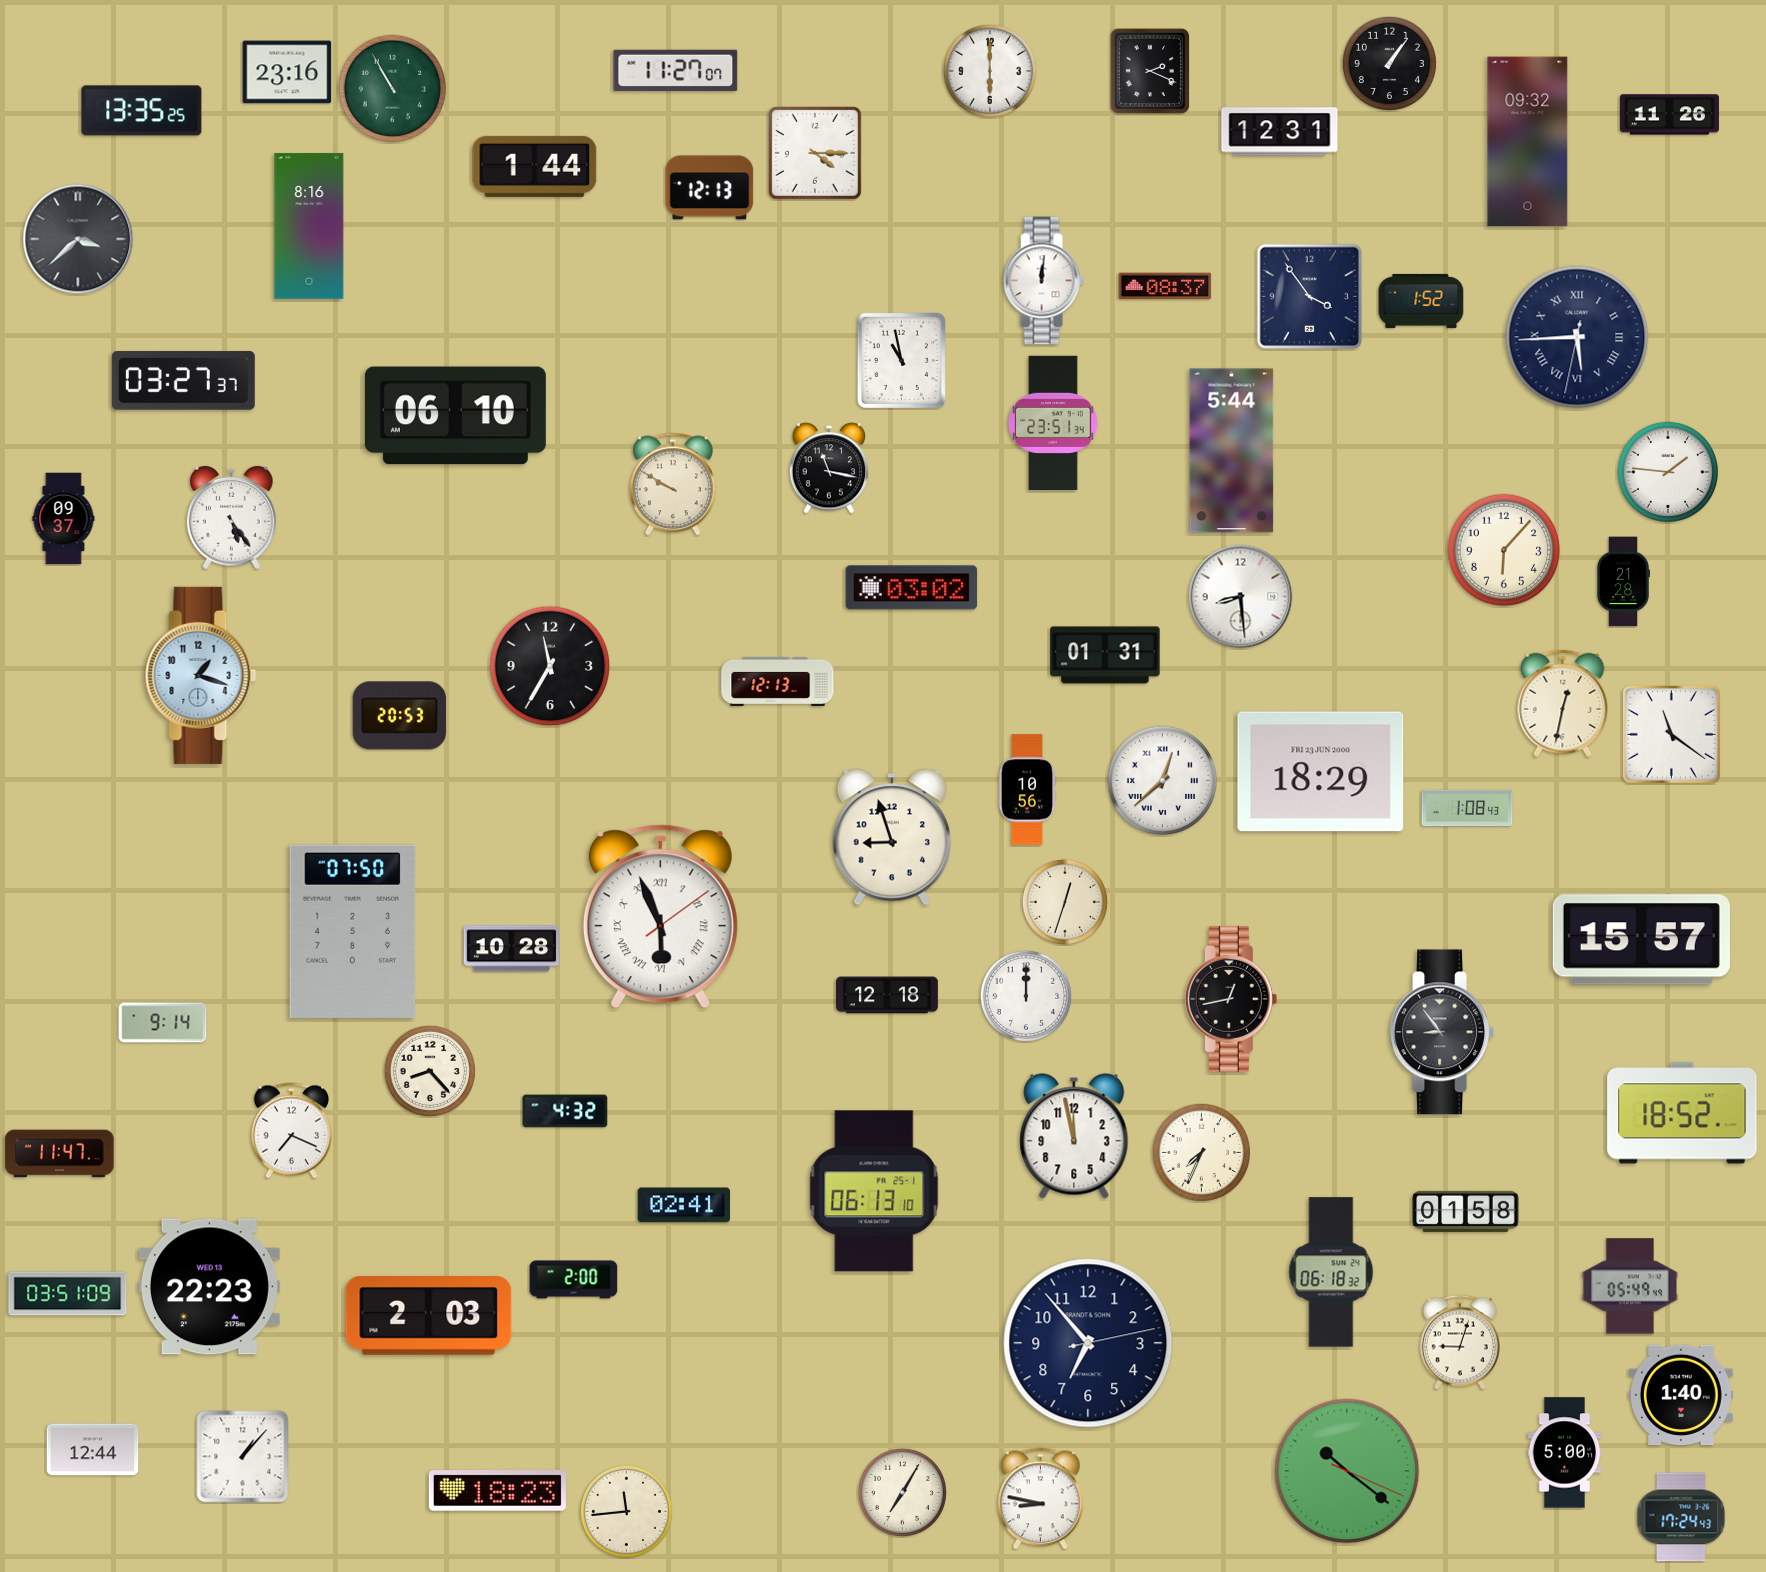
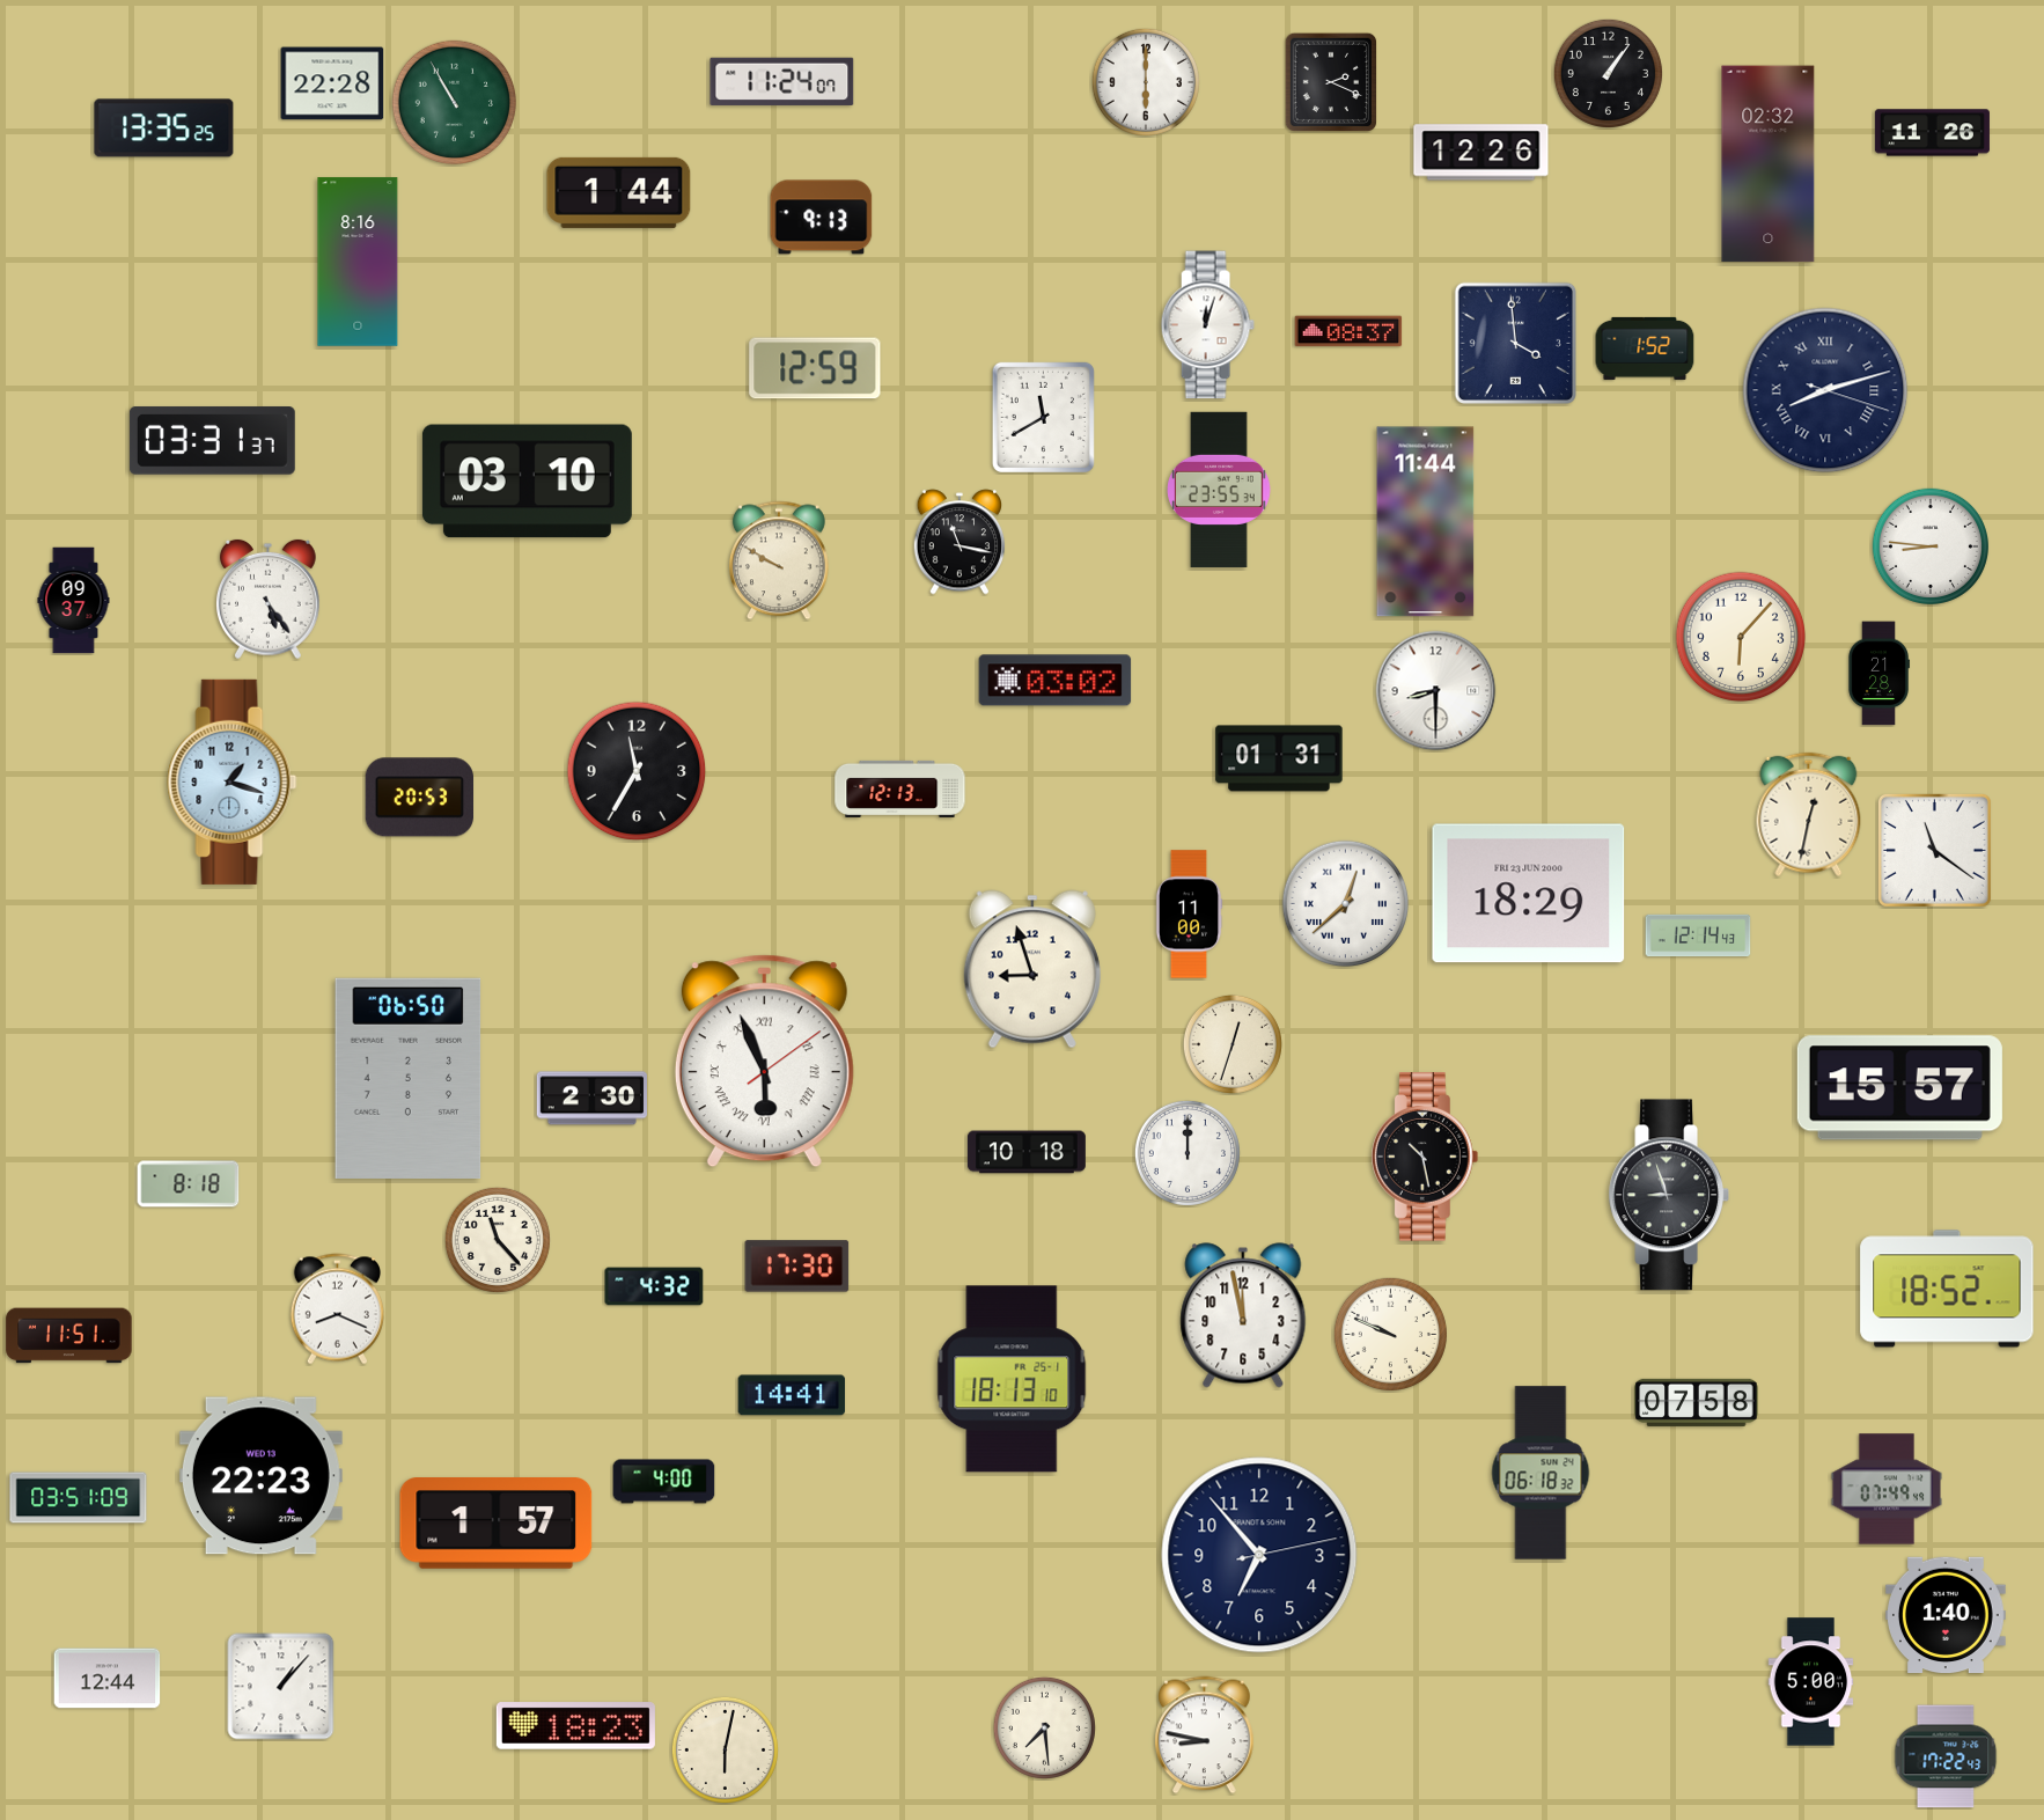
clock at (676, 70): 11:27 -> 11:24
clock at (287, 72): 23:16 -> 22:28
clock at (1280, 132): 12:31 -> 12:26
clock at (1528, 142): 09:32 -> 02:32
clock at (815, 153): 4:15 -> none
clock at (710, 188): 12:13 -> 9:13
clock at (78, 239): 3:38 -> none
clock at (1043, 281): 12:01 -> 12:03
clock at (1309, 296): 3:54 -> 3:59
clock at (815, 368): none -> 12:59
clock at (1577, 337): 5:44 -> 8:12
clock at (901, 360): 10:58 -> 11:40
clock at (183, 381): 03:27 -> 03:31
clock at (455, 416): 06:10 -> 03:10
clock at (1053, 423): 23:51 -> 23:55
clock at (1232, 451): 5:44 -> 11:44
clock at (1667, 471): 1:46 -> 8:46
clock at (1241, 597): 8:29 -> 8:30
clock at (399, 716) position: (399, 716) -> (419, 798)
clock at (1027, 790): 10:56 -> 11:00
clock at (1467, 808): 1:08 -> 12:14
clock at (353, 931): 07:50 -> 06:50
clock at (511, 949): 10:28 -> 2:30
clock at (887, 995): 12:18 -> 10:18
clock at (1231, 999): 12:43 -> 10:28
clock at (163, 1023): 9:14 -> 8:18
clock at (1441, 1032): 8:54 -> 8:57
clock at (430, 1071): 8:23 -> 11:23
clock at (797, 1267): none -> 17:30
clock at (291, 1131): 7:19 -> 8:19
clock at (1201, 1152): 7:34 -> 9:49
clock at (60, 1154): 11:47 -> 11:51
clock at (874, 1191): 06:13 -> 18:13
clock at (684, 1205): 02:41 -> 14:41
clock at (1466, 1211): 01:58 -> 07:58
clock at (574, 1280): 2:00 -> 4:00
clock at (1630, 1286): 05:49 -> 07:49
clock at (209, 1287) position: (209, 1287) -> (260, 1476)
clock at (429, 1316): 2:03 -> 1:57
clock at (1460, 1342): 9:03 -> none
clock at (1347, 1471): 10:21 -> none
clock at (902, 1492): 7:05 -> 7:29
clock at (626, 1511): 11:44 -> 6:02
clock at (1681, 1517): 17:24 -> 17:22
